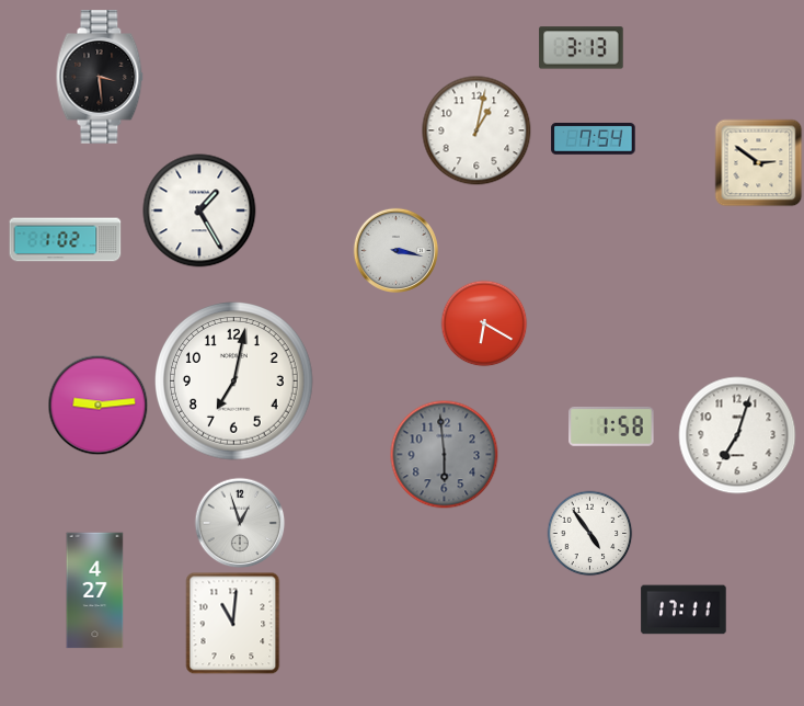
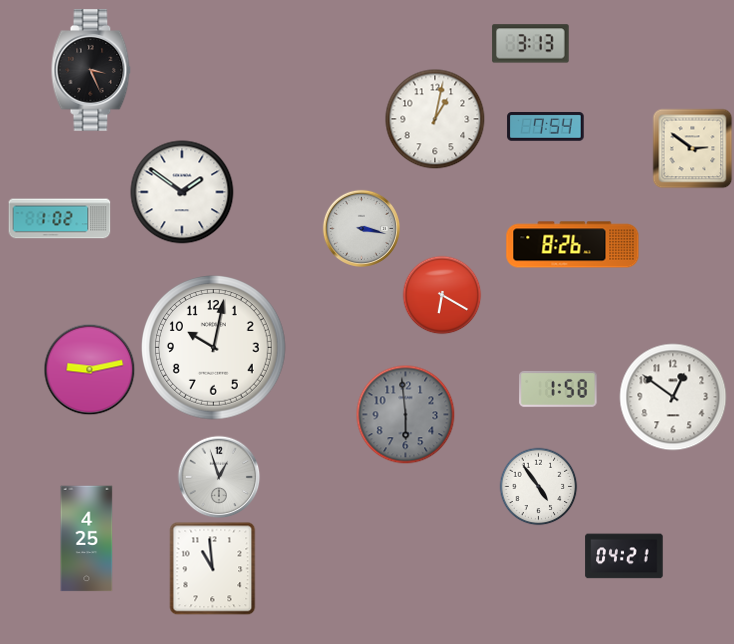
clock at (100, 77): 3:29 -> 3:26
clock at (594, 139) position: (594, 139) -> (546, 127)
clock at (199, 210): 1:25 -> 1:51
clock at (573, 245): none -> 8:26
clock at (234, 382): 7:02 -> 10:02
clock at (97, 405): 9:14 -> 9:13
clock at (737, 435): 7:03 -> 12:51
clock at (95, 591): 4:27 -> 4:25
clock at (684, 610): 17:11 -> 04:21
clock at (233, 623): 11:01 -> 10:59
